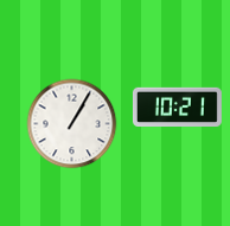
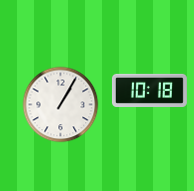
clock at (177, 106): 10:21 -> 10:18
